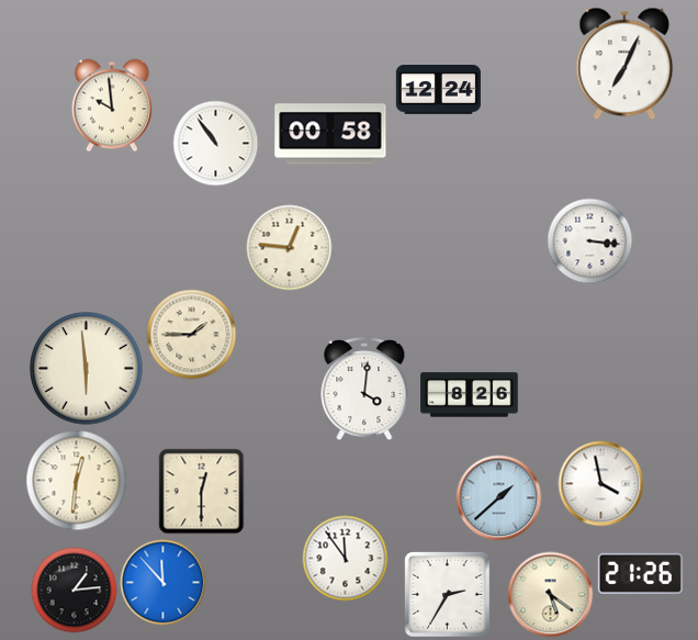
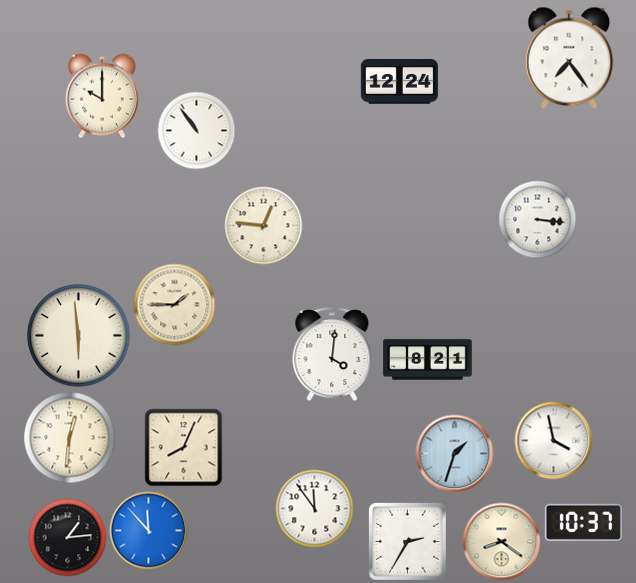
clock at (624, 64): 7:04 -> 7:24
clock at (112, 105): 9:59 -> 10:00
clock at (330, 134): 00:58 -> none
clock at (470, 395): 8:26 -> 8:21
clock at (600, 483) position: (600, 483) -> (553, 440)
clock at (201, 491): 12:30 -> 8:04
clock at (498, 497): 1:38 -> 1:33
clock at (640, 573): 21:26 -> 10:37
clock at (550, 594): 5:21 -> 8:21
